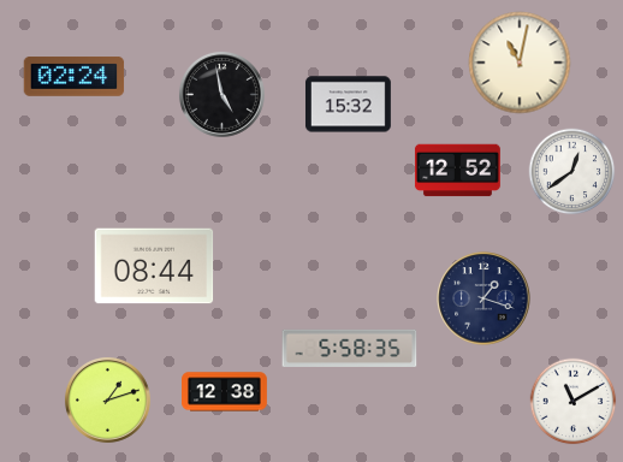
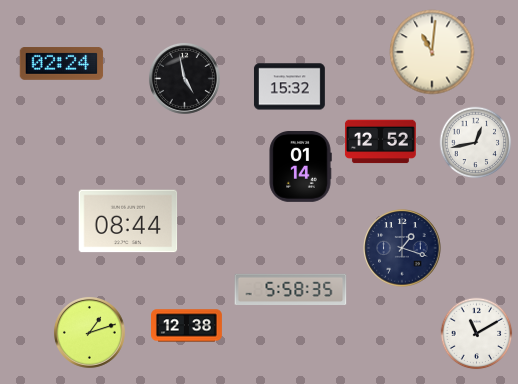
clock at (520, 63): 11:02 -> 11:01
clock at (572, 172): 12:39 -> 12:43
clock at (300, 166): none -> 01:14
